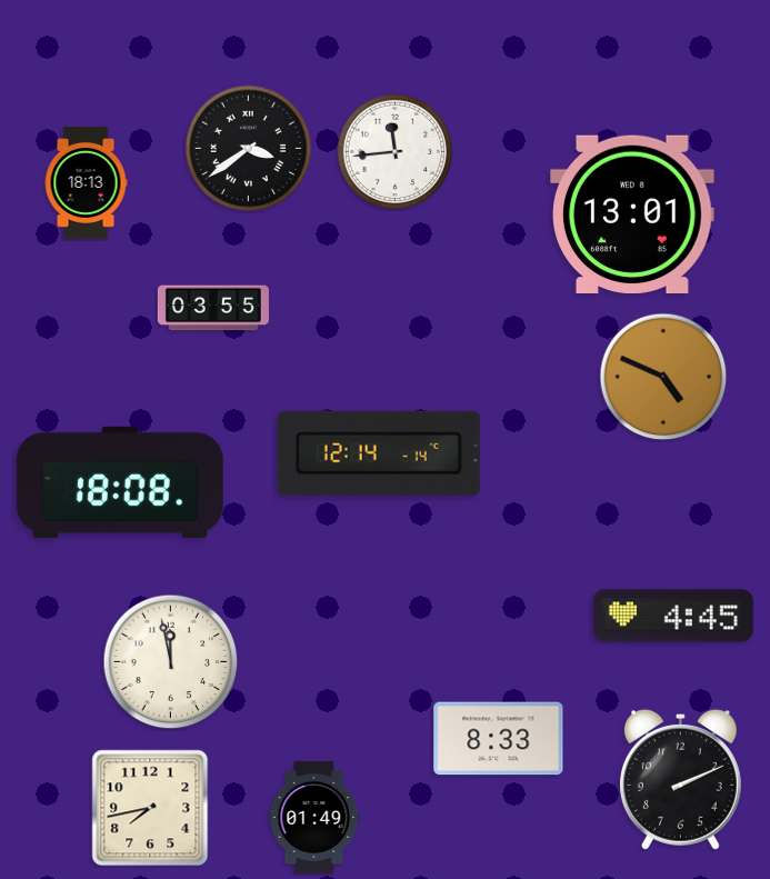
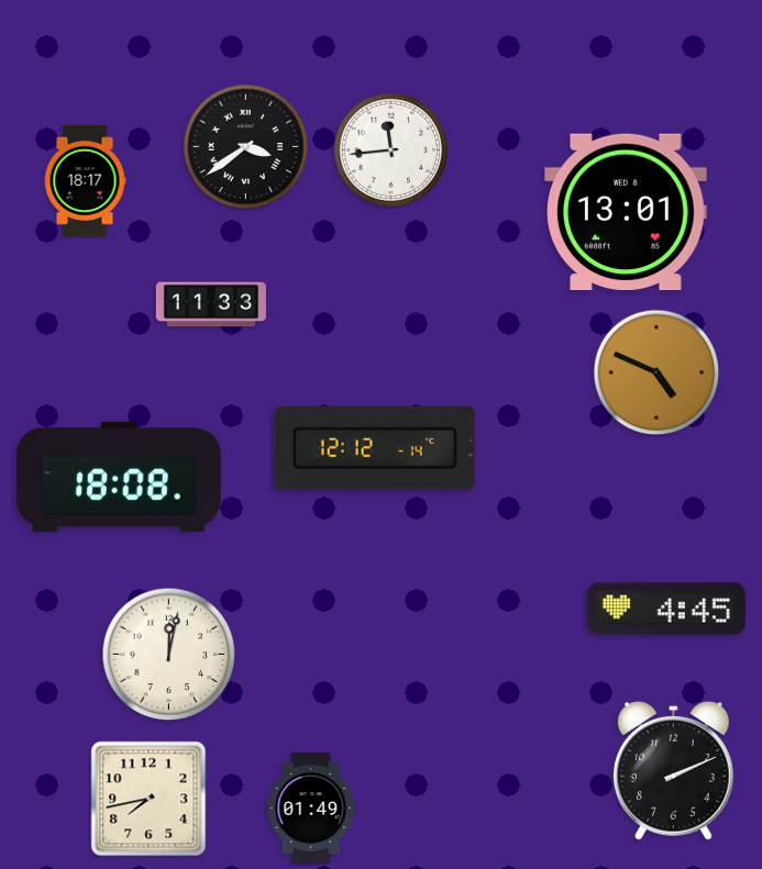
clock at (86, 182): 18:13 -> 18:17
clock at (213, 308): 03:55 -> 11:33
clock at (379, 453): 12:14 -> 12:12
clock at (171, 662): 11:58 -> 12:02
clock at (499, 739): 8:33 -> none
